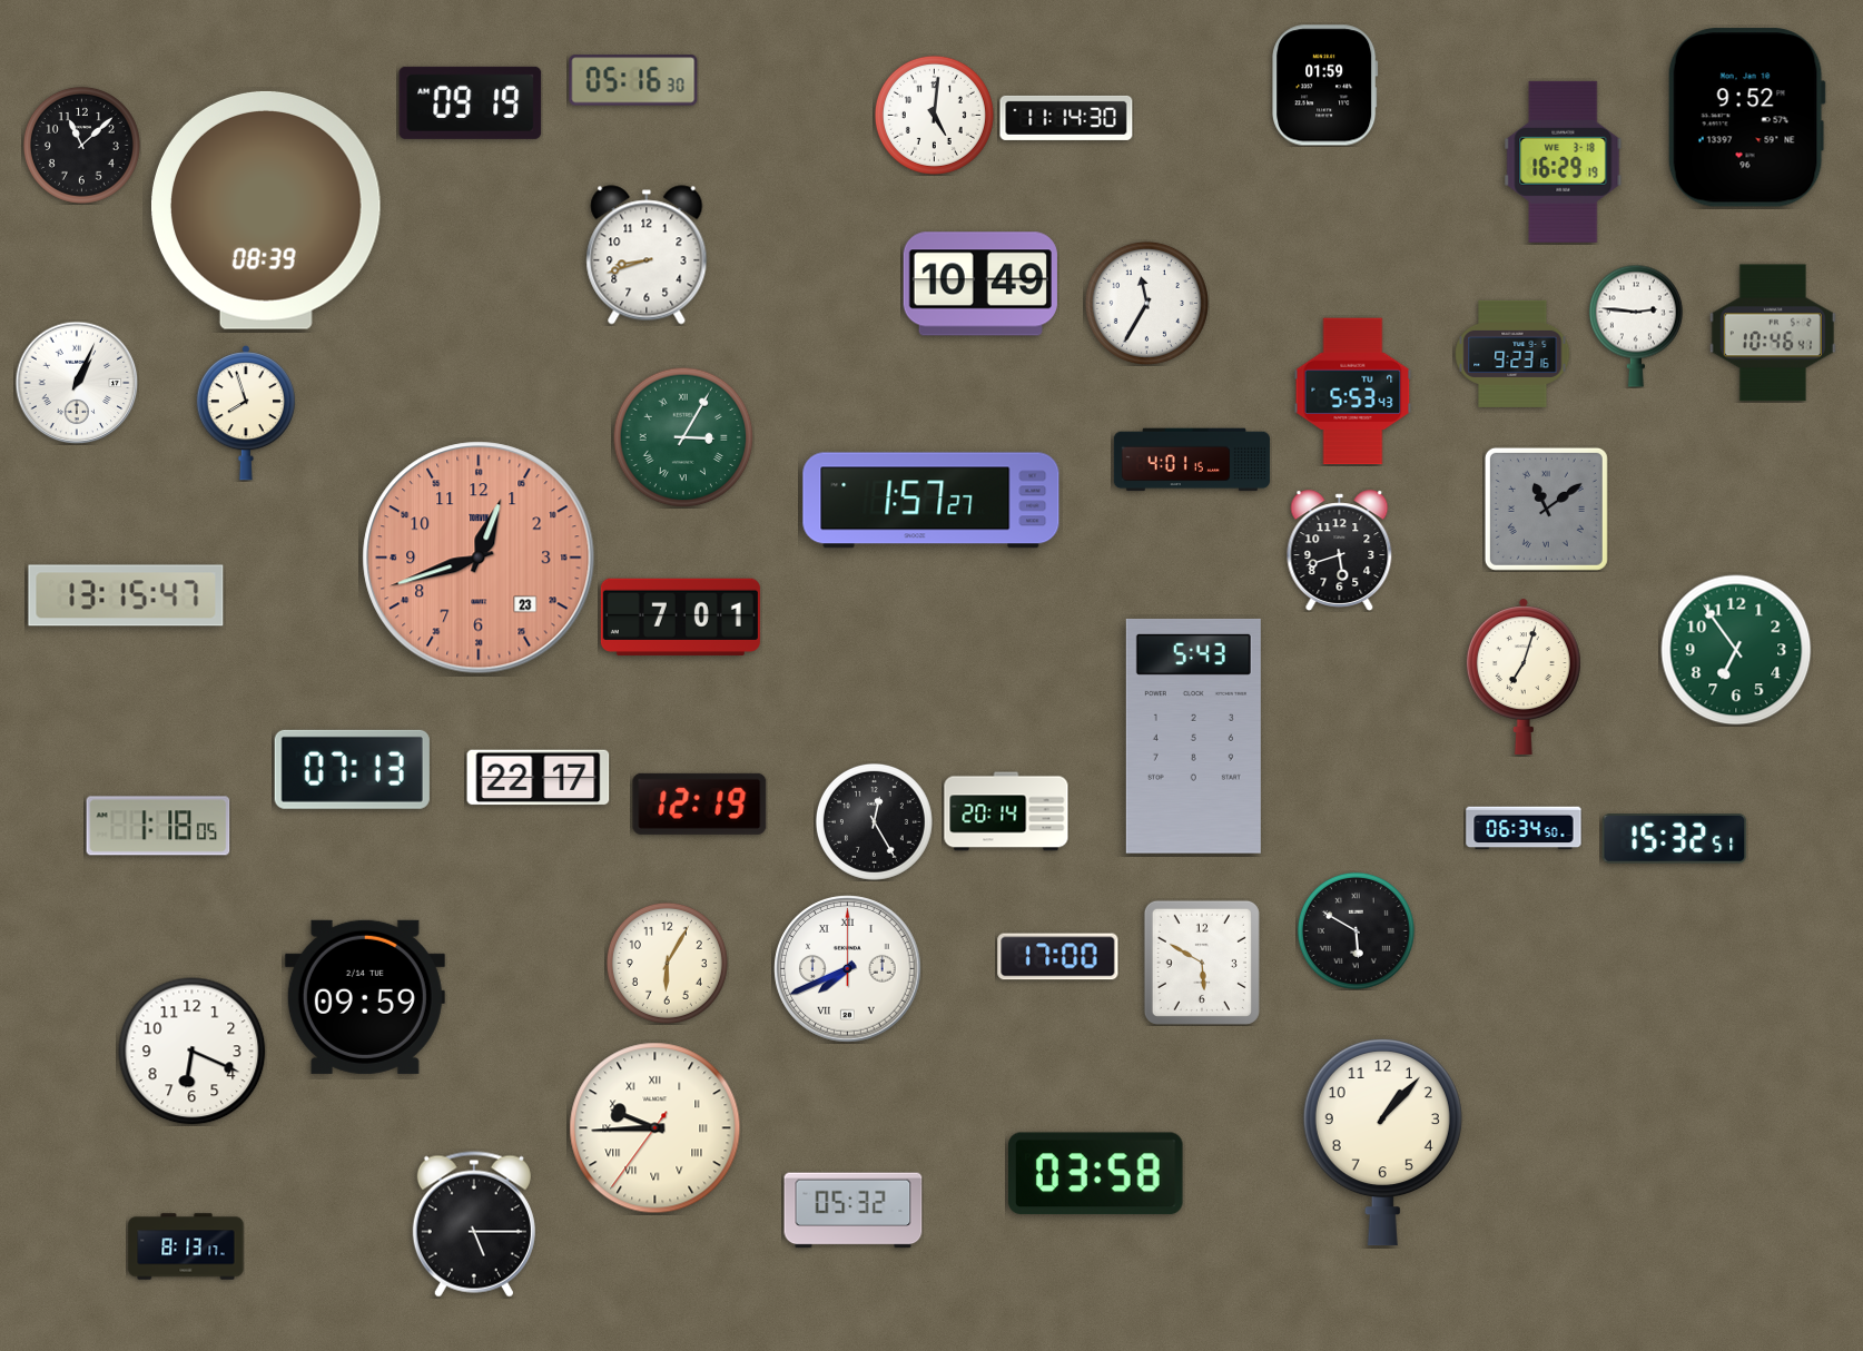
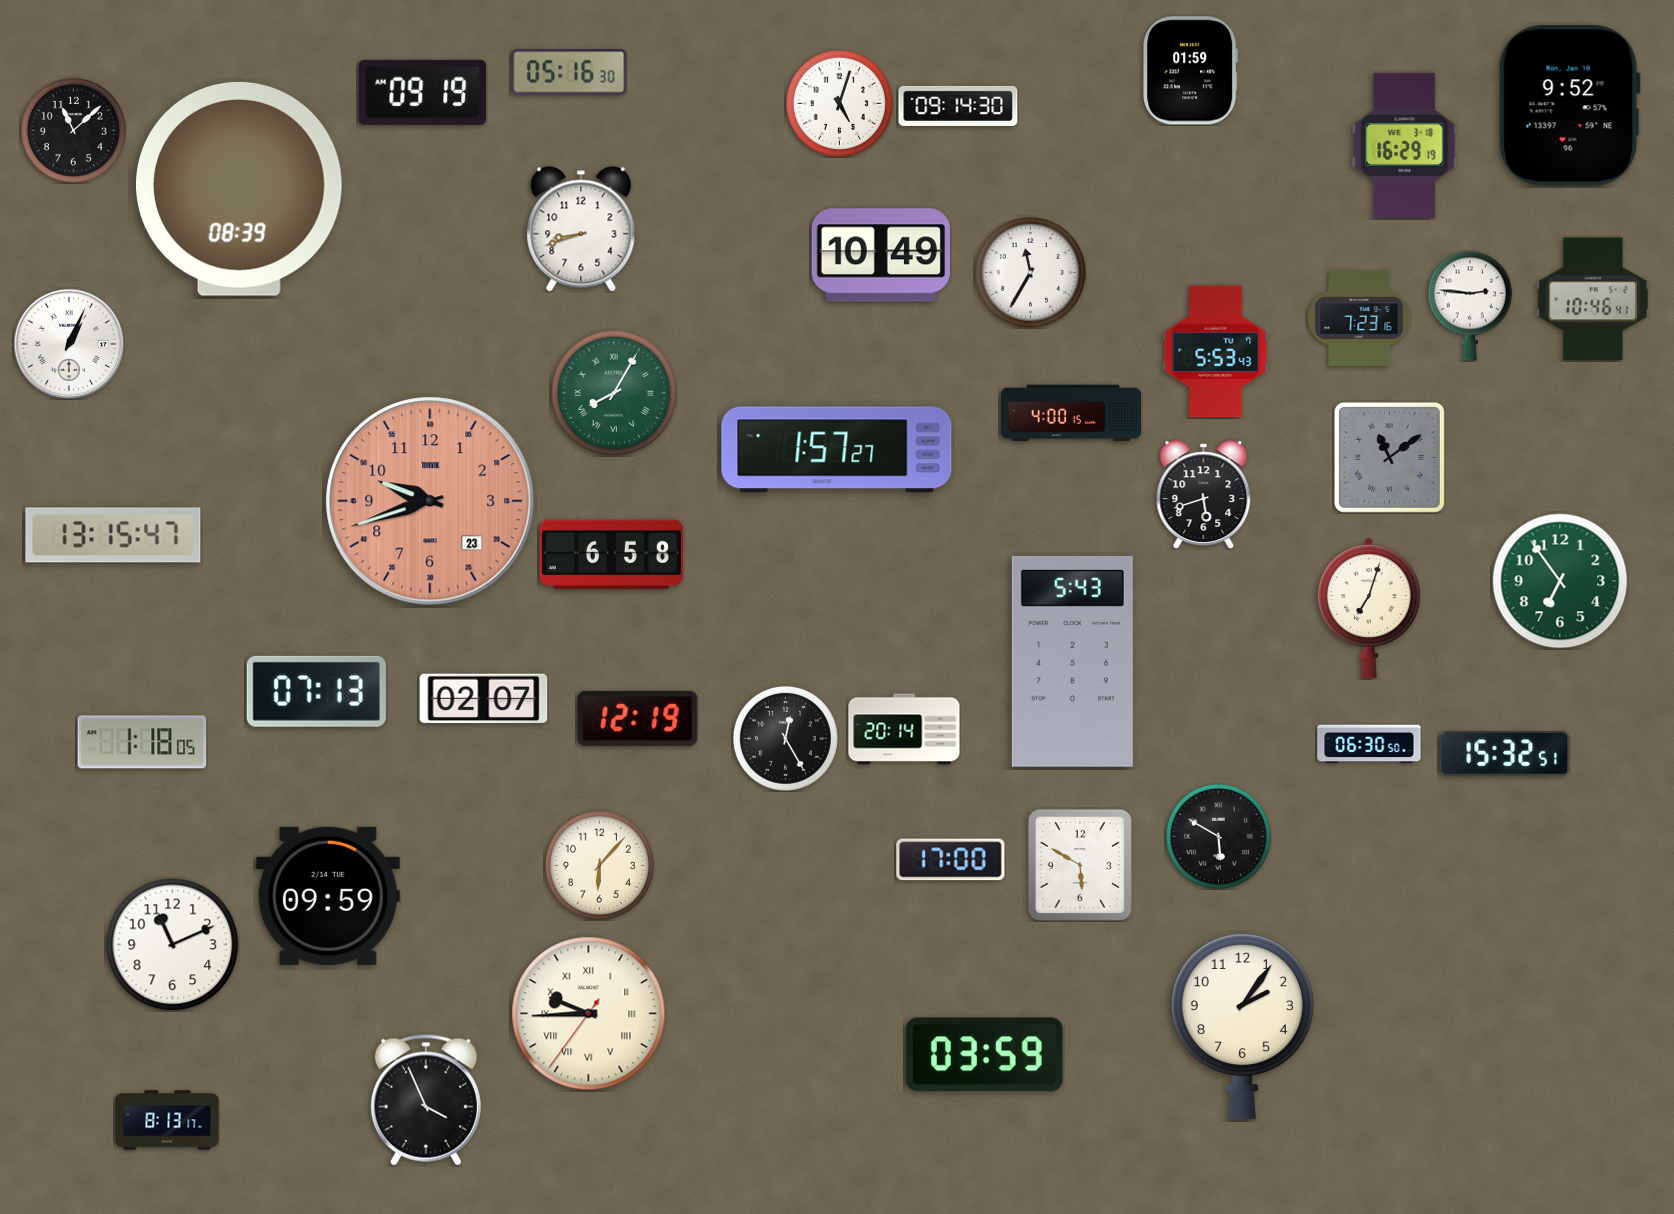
clock at (1325, 86) position: (1325, 86) -> (1191, 71)
clock at (934, 115): 5:01 -> 5:03
clock at (1066, 118): 11:14 -> 09:14
clock at (1636, 326) position: (1636, 326) -> (1470, 306)
clock at (1512, 354): 9:23 -> 7:23
clock at (246, 413): 7:57 -> none
clock at (683, 437): 3:05 -> 8:05
clock at (1192, 460): 4:01 -> 4:00
clock at (479, 558): 12:42 -> 9:42
clock at (680, 617): 7:01 -> 6:58
clock at (1736, 650) position: (1736, 650) -> (1560, 581)
clock at (539, 778): 22:17 -> 02:07
clock at (700, 803) position: (700, 803) -> (638, 718)
clock at (1524, 828): 06:34 -> 06:30
clock at (667, 963): 6:05 -> 6:07
clock at (848, 969): 7:41 -> none
clock at (193, 1052): 6:19 -> 11:11
clock at (1382, 1142): 1:07 -> 2:06
clock at (1095, 1174): 03:58 -> 03:59
clock at (854, 1211): 05:32 -> none
clock at (474, 1224): 5:15 -> 3:56
